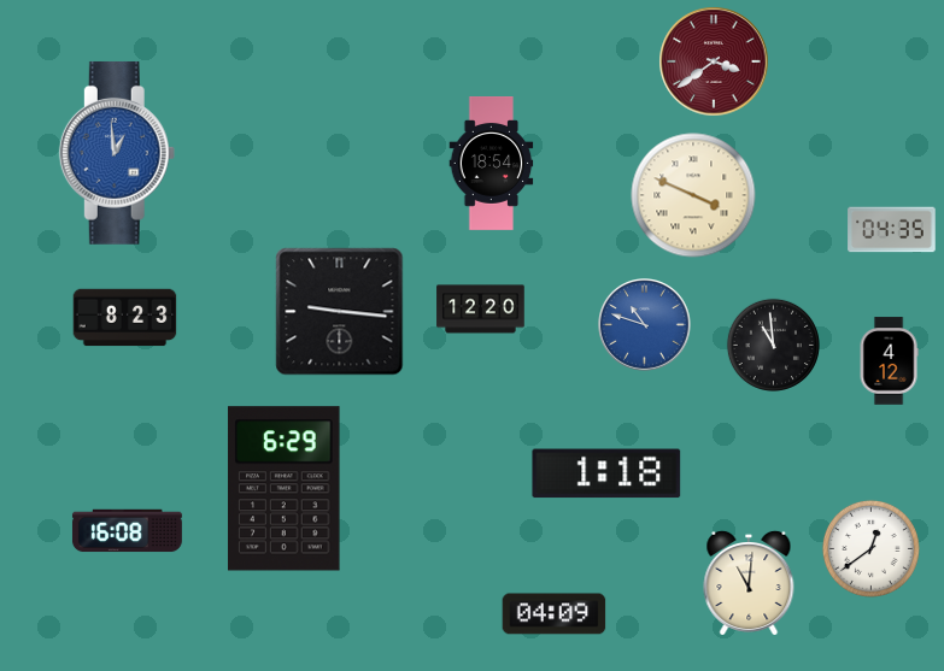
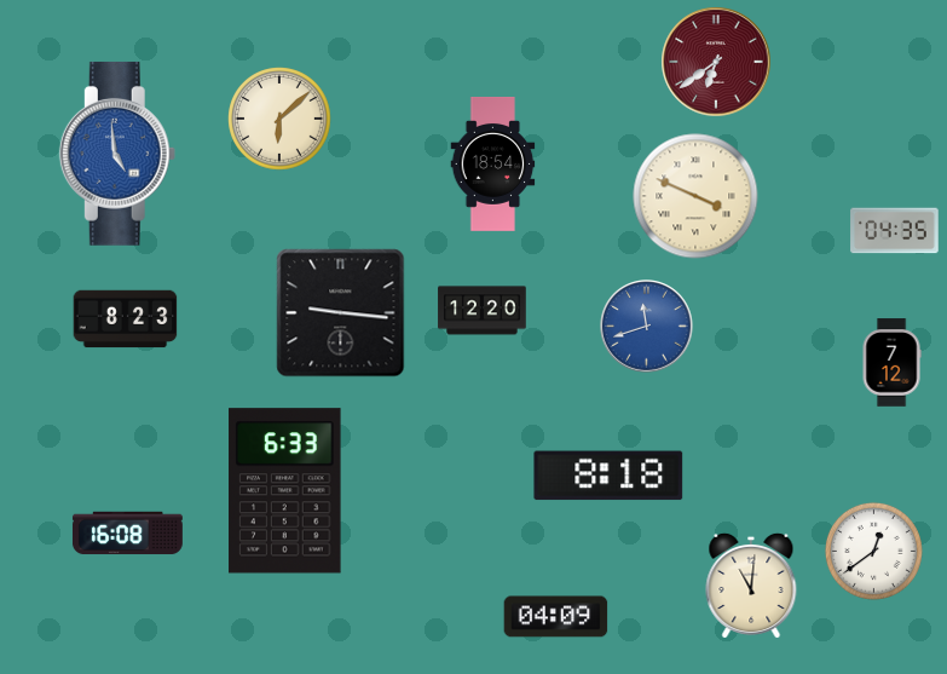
clock at (714, 61): 3:39 -> 6:39
clock at (279, 119): none -> 6:08
clock at (117, 153): 12:59 -> 4:59
clock at (645, 325): 10:48 -> 11:42
clock at (773, 345): 10:59 -> none
clock at (889, 361): 4:12 -> 7:12
clock at (606, 473): 1:18 -> 8:18
clock at (285, 489): 6:29 -> 6:33
